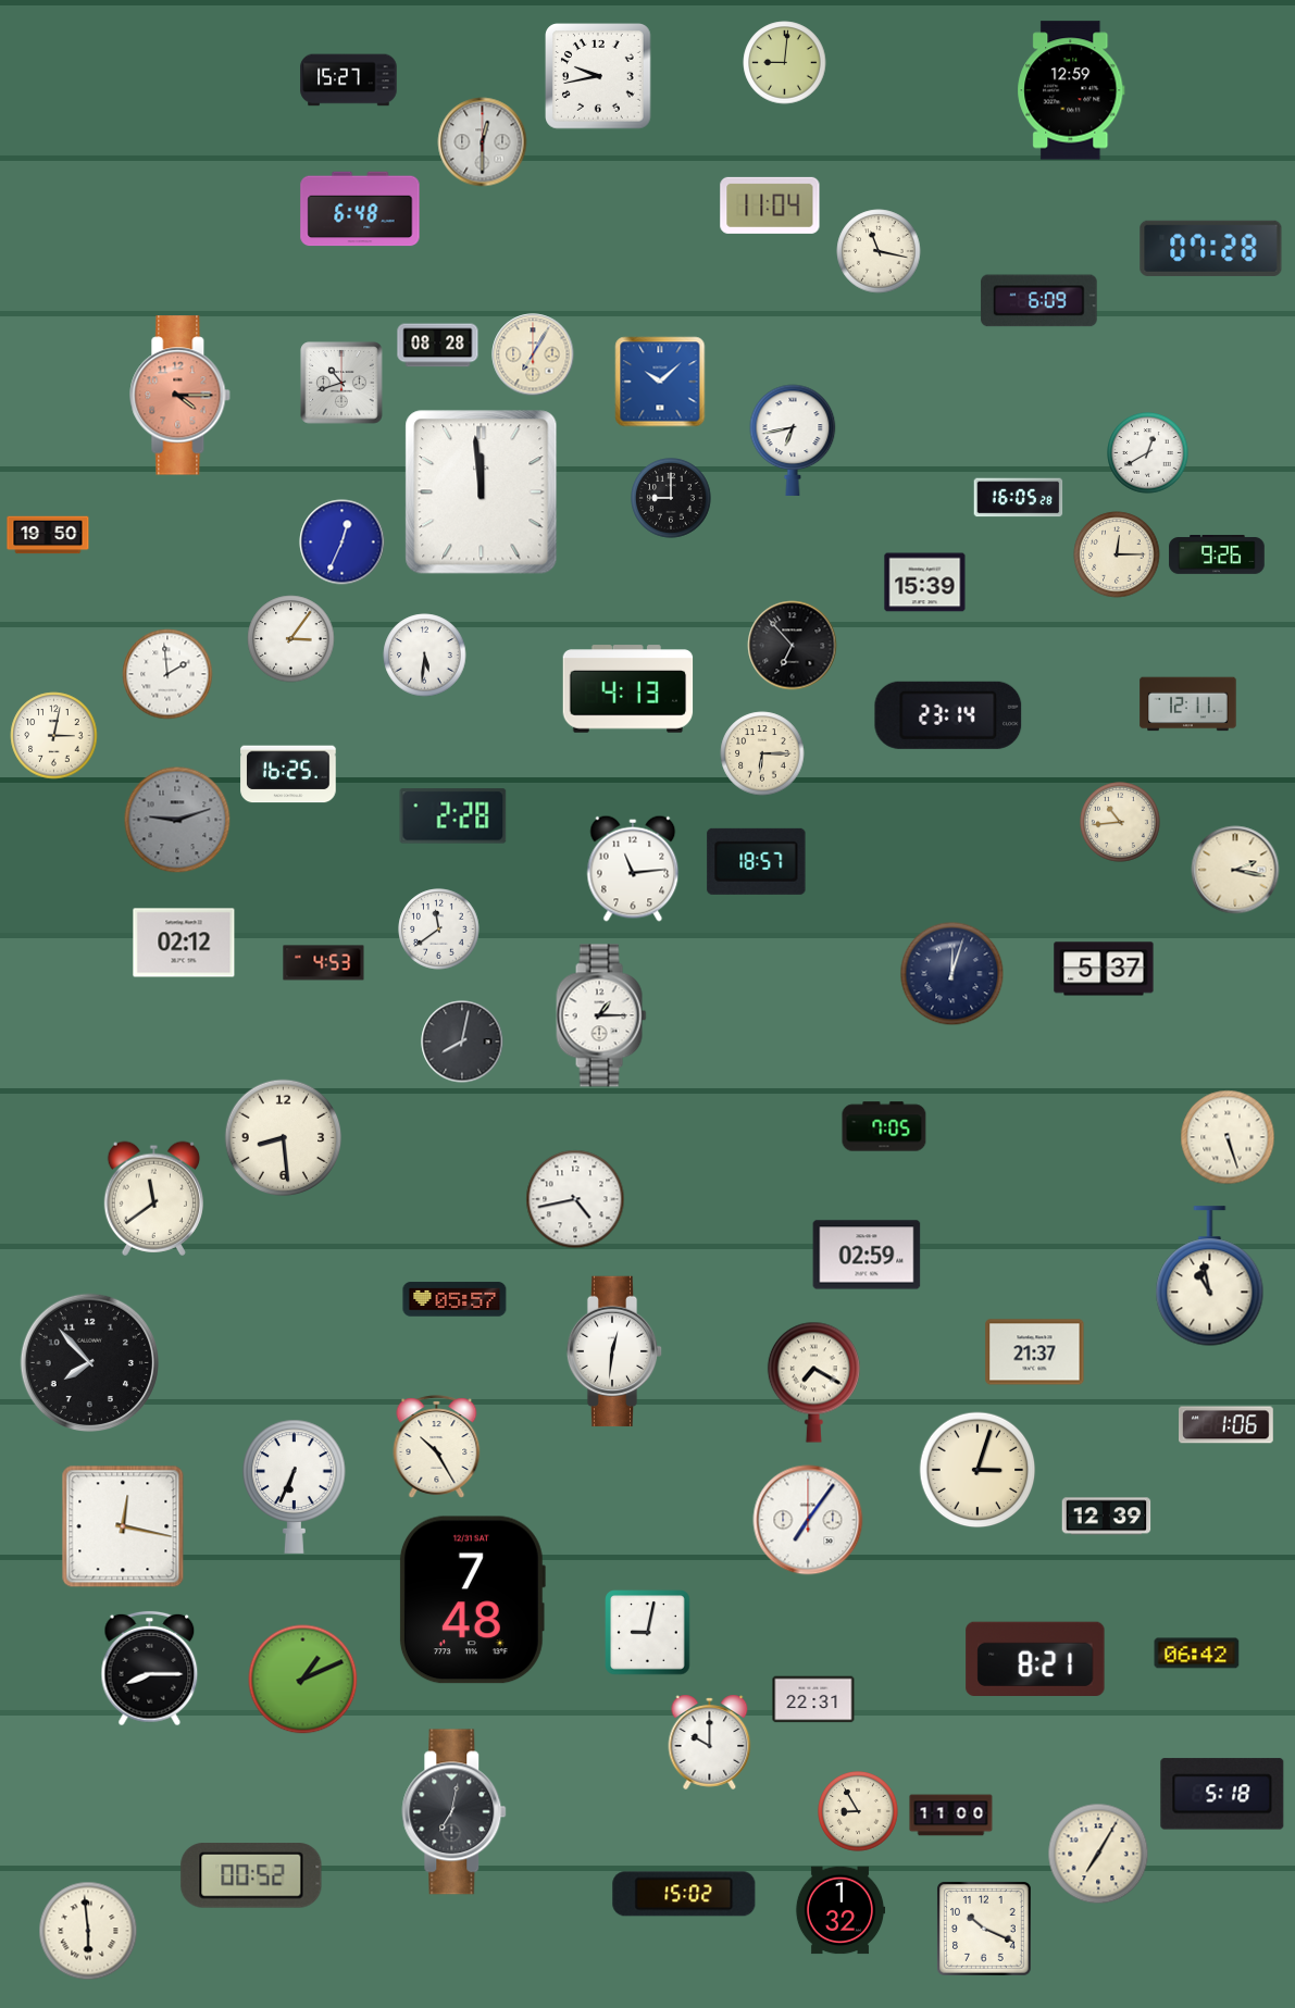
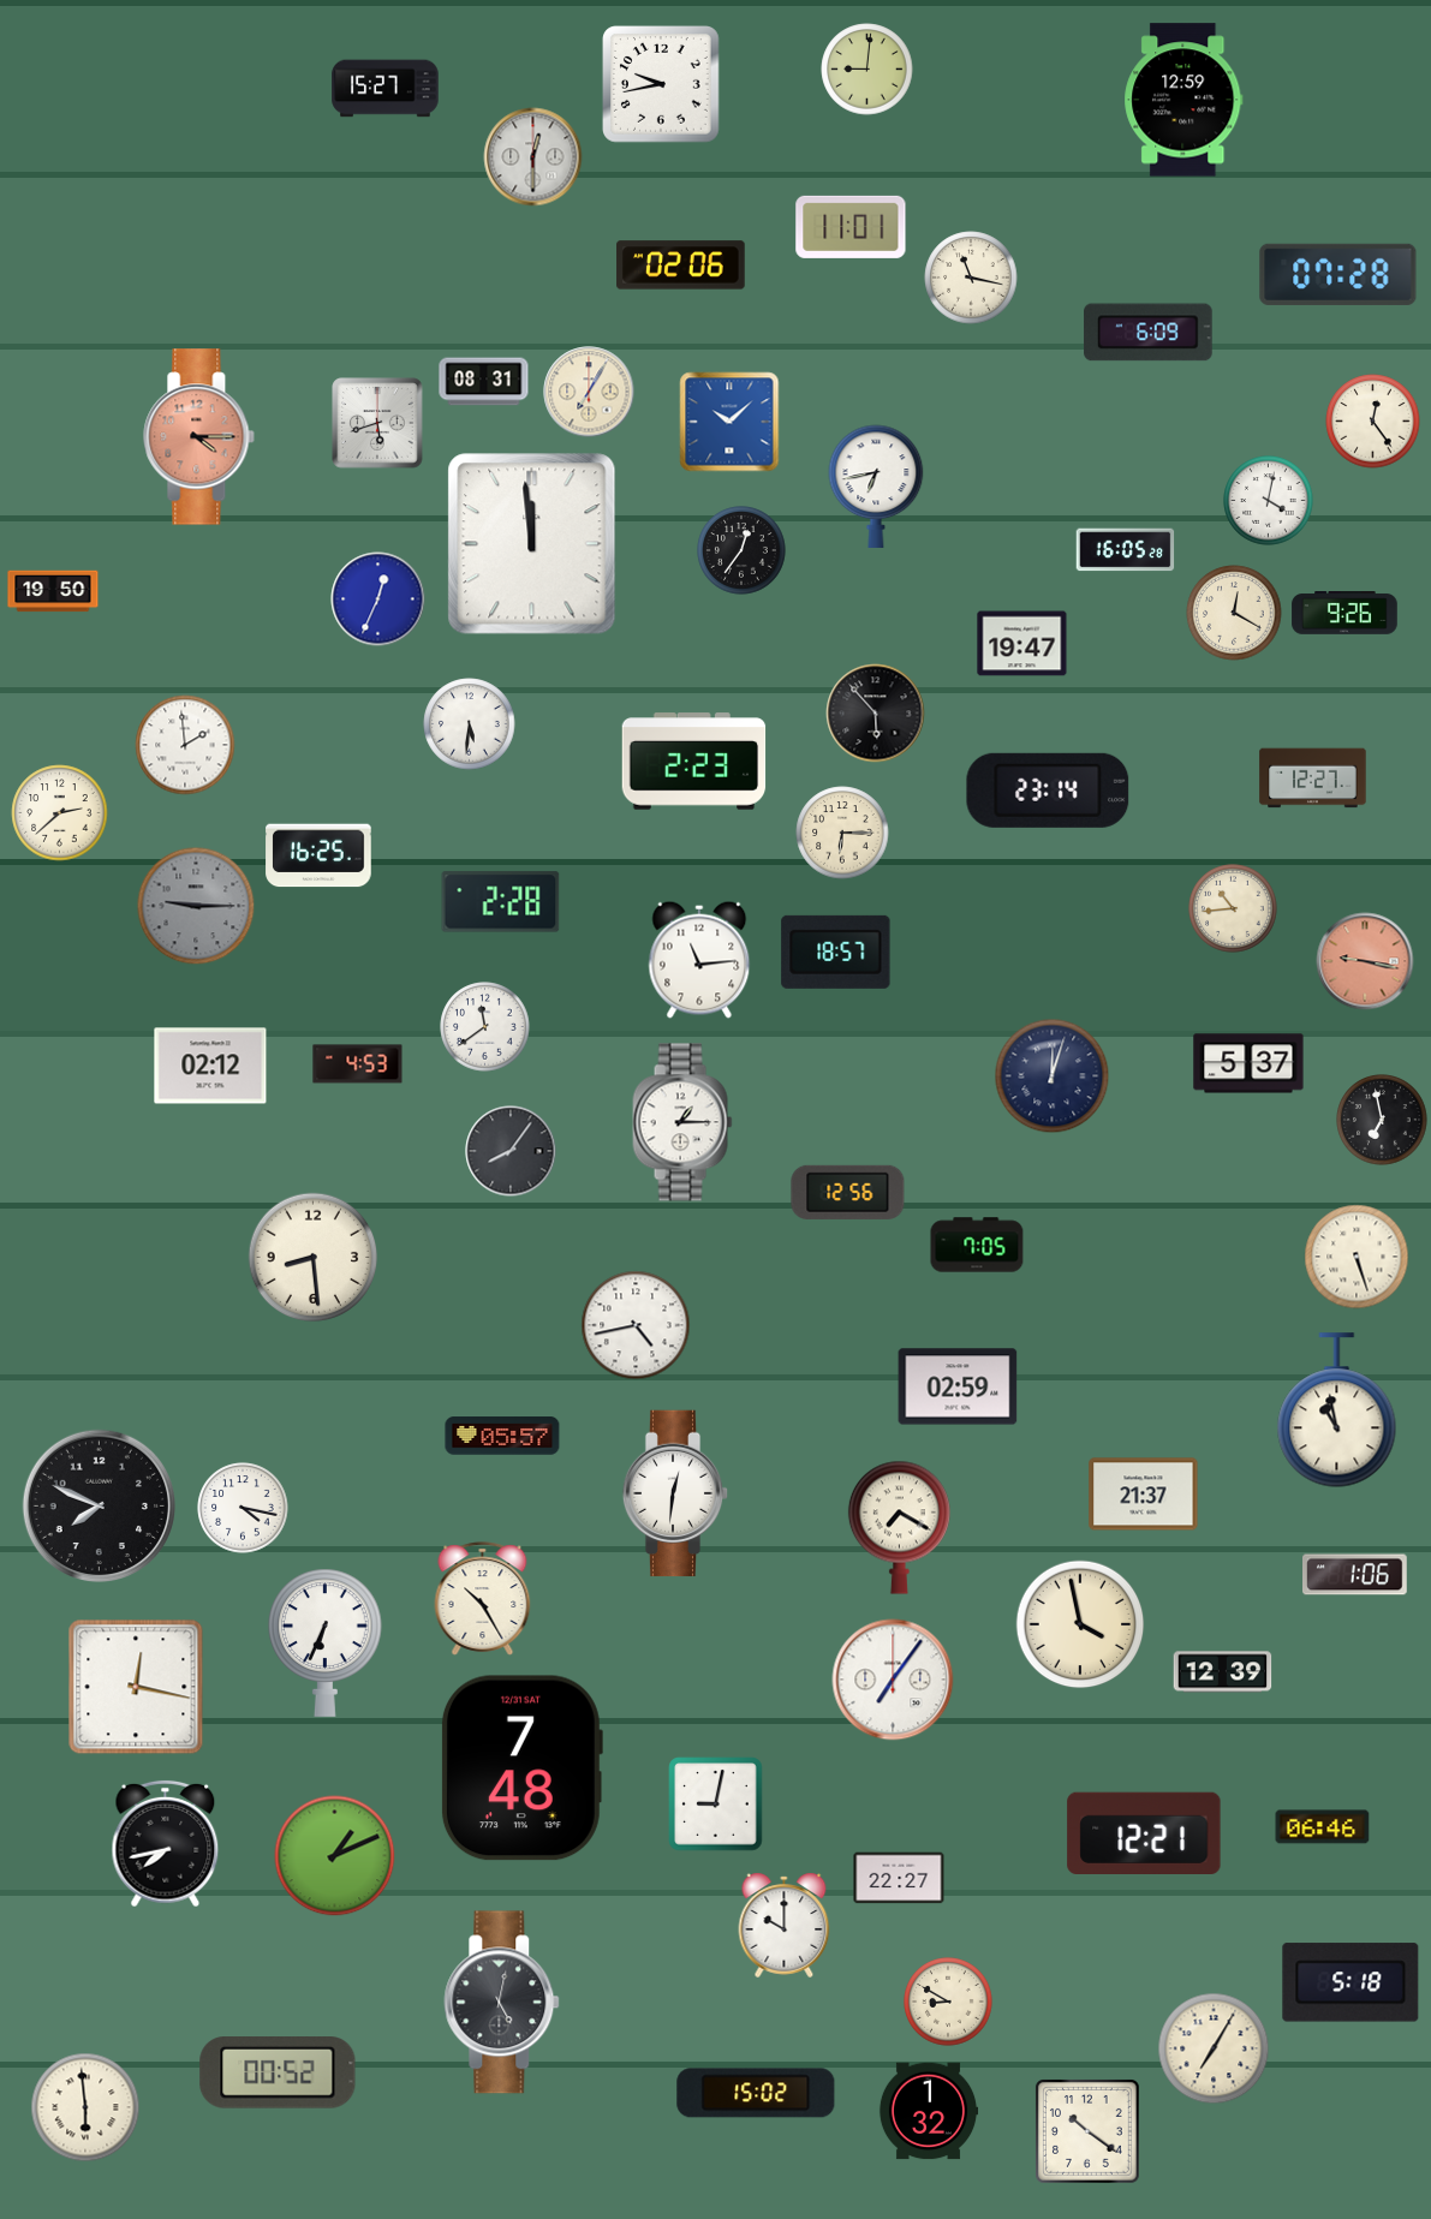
clock at (770, 205): 11:04 -> 11:01
clock at (360, 209): 6:48 -> none
clock at (681, 266): none -> 02:06
clock at (438, 346): 08:28 -> 08:31
clock at (1373, 422): none -> 12:24
clock at (341, 383): 10:42 -> 5:42
clock at (1148, 453): 12:40 -> 4:02
clock at (671, 498): 9:00 -> 12:36
clock at (1117, 554): 12:15 -> 12:20
clock at (925, 583): 15:39 -> 19:47
clock at (291, 639): 3:06 -> none
clock at (793, 646): 6:53 -> 5:53
clock at (628, 689): 4:13 -> 2:23
clock at (1188, 704): 12:11 -> 12:27
clock at (54, 736): 3:02 -> 2:38
clock at (177, 820): 9:12 -> 9:15
clock at (1120, 822) position: (1120, 822) -> (1233, 908)
clock at (1235, 870): 2:17 -> 9:17
clock at (1235, 870) dial: cream -> salmon
clock at (184, 943) position: (184, 943) -> (210, 1066)
clock at (1104, 969) position: (1104, 969) -> (1248, 1063)
clock at (1382, 1120): none -> 6:58
clock at (601, 1015) position: (601, 1015) -> (682, 1122)
clock at (462, 1042): 8:02 -> 8:06
clock at (848, 1192): none -> 12:56
clock at (153, 1198): 11:39 -> none
clock at (614, 1351) position: (614, 1351) -> (675, 1493)
clock at (89, 1362): 7:53 -> 7:49
clock at (243, 1508): none -> 4:17
clock at (978, 1470): 3:03 -> 3:58
clock at (1107, 1517) position: (1107, 1517) -> (1223, 1672)
clock at (1197, 1654): 06:42 -> 06:46
clock at (1035, 1658): 8:21 -> 12:21
clock at (150, 1669): 8:15 -> 7:43
clock at (813, 1699): 22:31 -> 22:27
clock at (858, 1811): 8:55 -> 8:50
clock at (455, 1812): 7:02 -> 5:02
clock at (951, 1816): 11:00 -> none
clock at (985, 1930): 10:19 -> 10:21
clock at (88, 1931) position: (88, 1931) -> (85, 2107)
